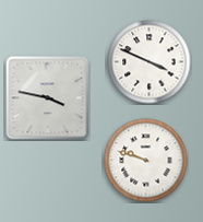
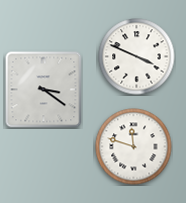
clock at (48, 98): 3:47 -> 3:21
clock at (146, 161): 9:48 -> 11:48
